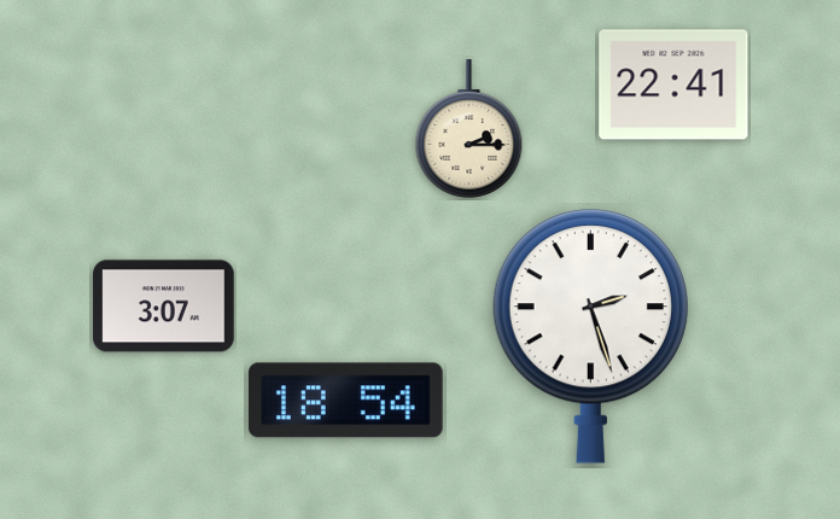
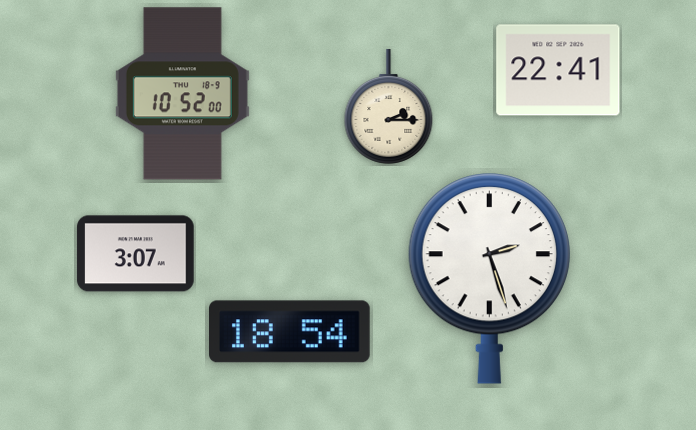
clock at (182, 94): none -> 10:52
clock at (346, 401) position: (346, 401) -> (290, 332)
